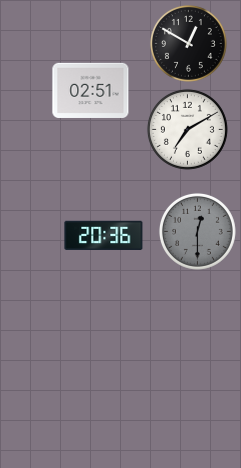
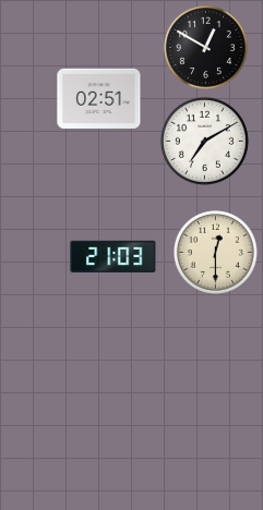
clock at (197, 231) dial: grey -> cream
clock at (104, 235): 20:36 -> 21:03
